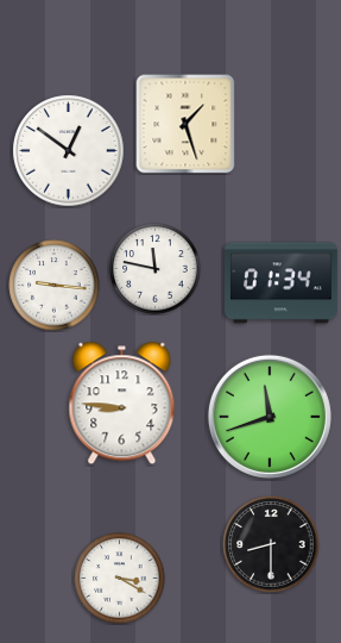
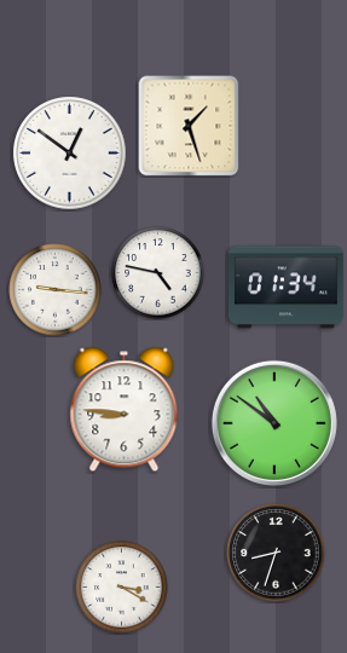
clock at (156, 269): 11:47 -> 4:47
clock at (270, 417): 11:42 -> 10:51
clock at (271, 544): 8:30 -> 8:33
